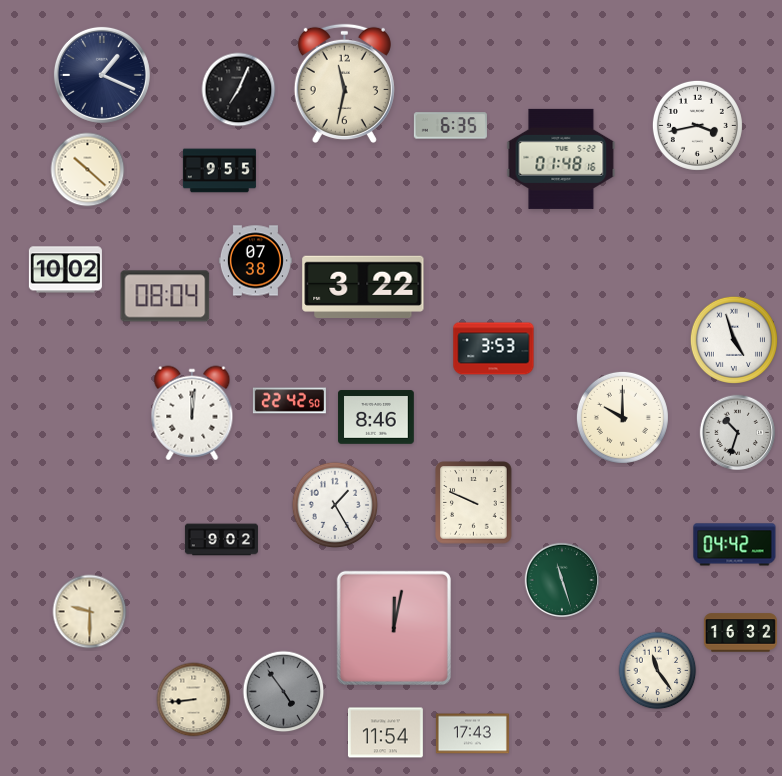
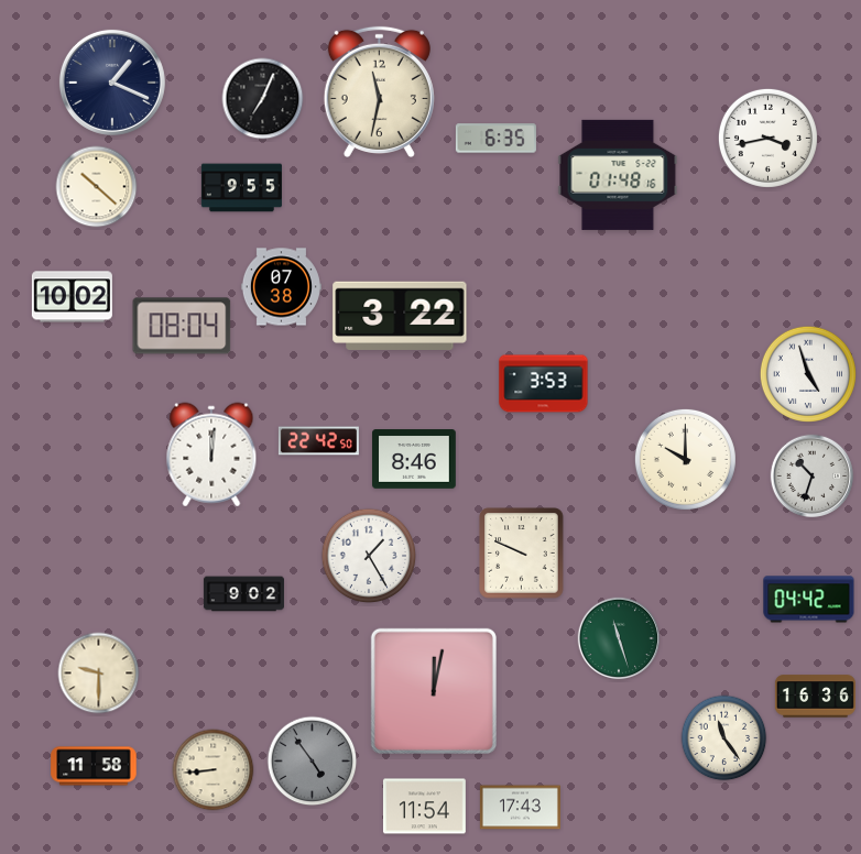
clock at (740, 633): 16:32 -> 16:36
clock at (94, 766): none -> 11:58
